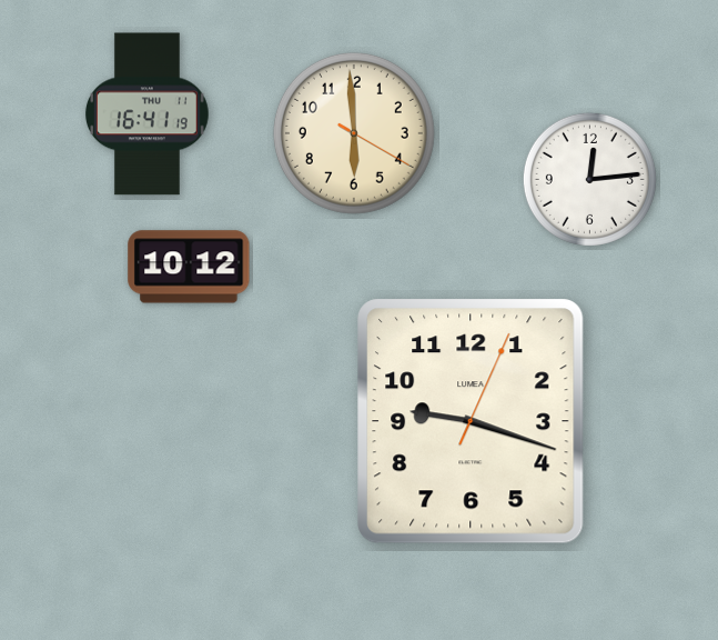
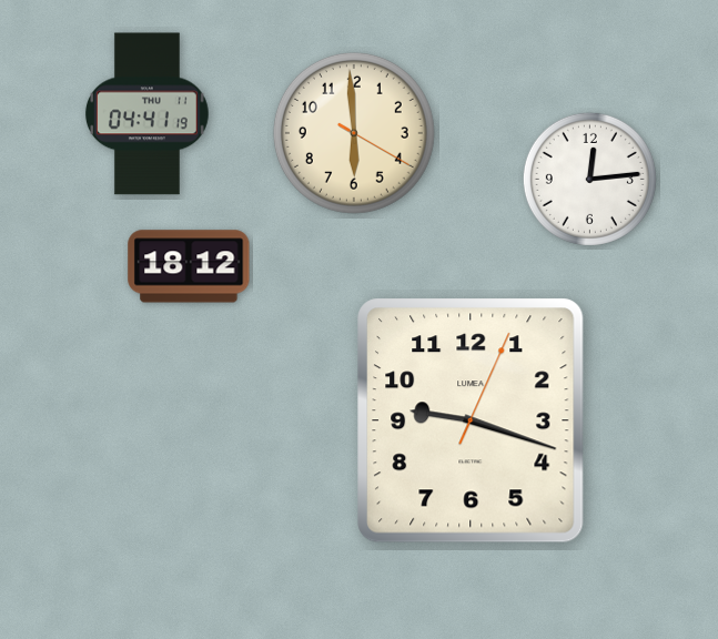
clock at (146, 114): 16:41 -> 04:41
clock at (189, 267): 10:12 -> 18:12
